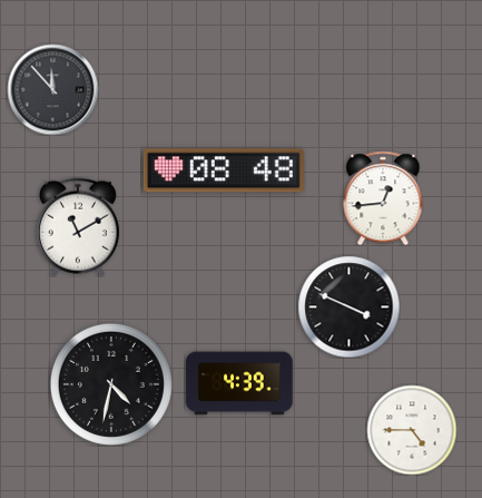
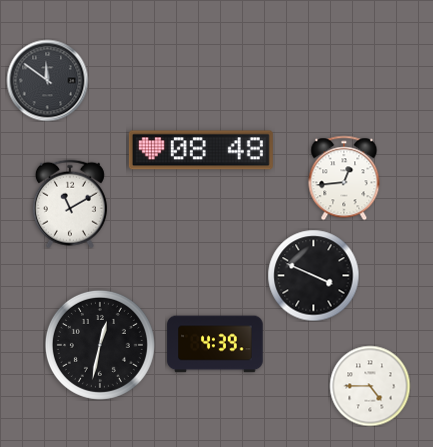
clock at (52, 89): 11:53 -> 11:51
clock at (224, 170) position: (224, 170) -> (201, 150)
clock at (111, 384): 4:32 -> 12:32
